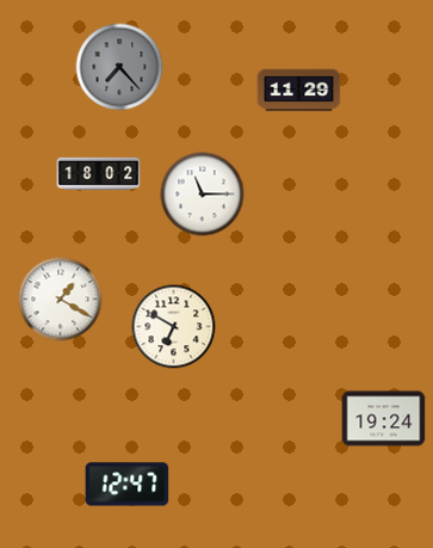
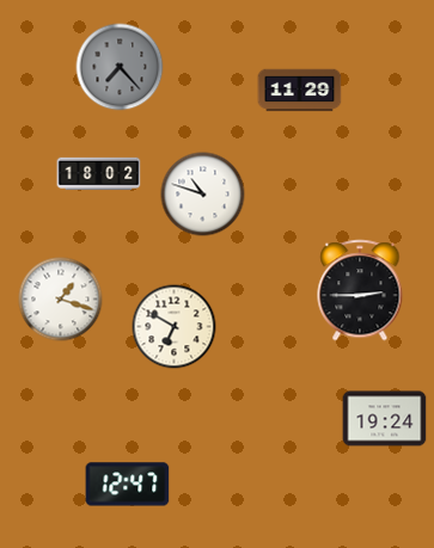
clock at (203, 195): 11:15 -> 10:48
clock at (360, 290): none -> 2:45
clock at (61, 300): 1:20 -> 1:18
